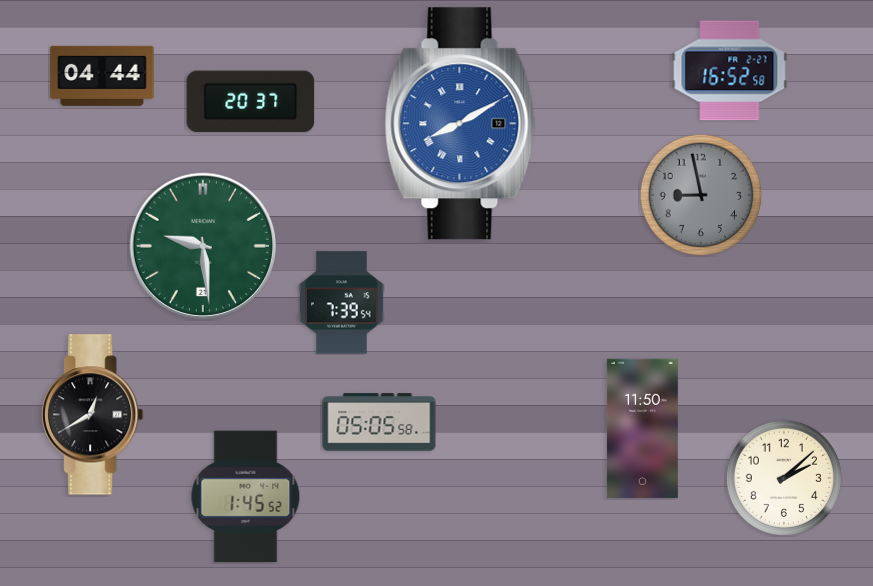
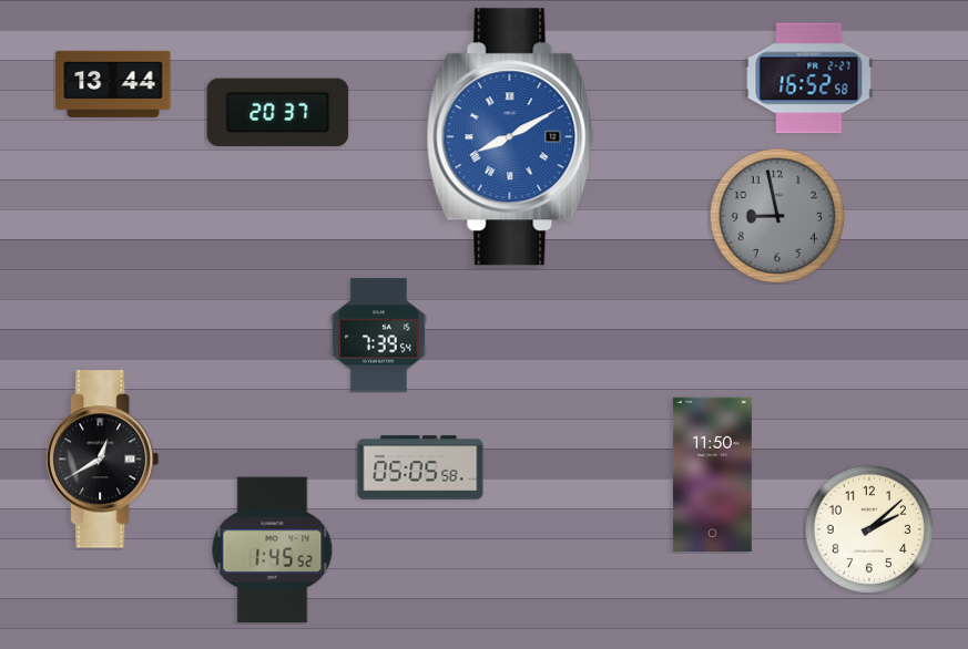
clock at (102, 76): 04:44 -> 13:44
clock at (202, 245): 9:29 -> none
